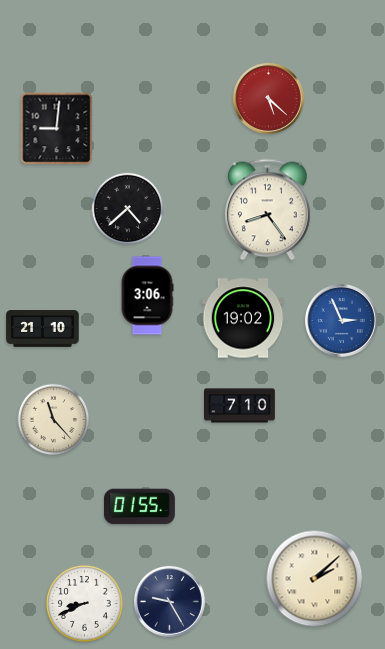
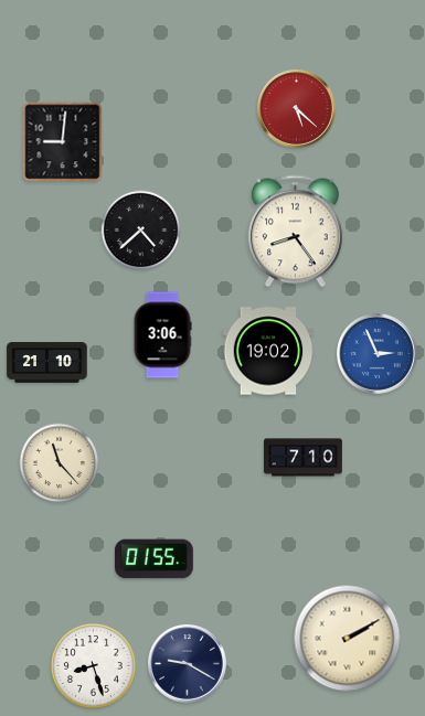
clock at (147, 296) position: (147, 296) -> (162, 335)
clock at (240, 406) position: (240, 406) -> (304, 458)
clock at (315, 579): 2:08 -> 2:10
clock at (169, 601): 9:25 -> 9:20
clock at (84, 603): 8:41 -> 8:27
